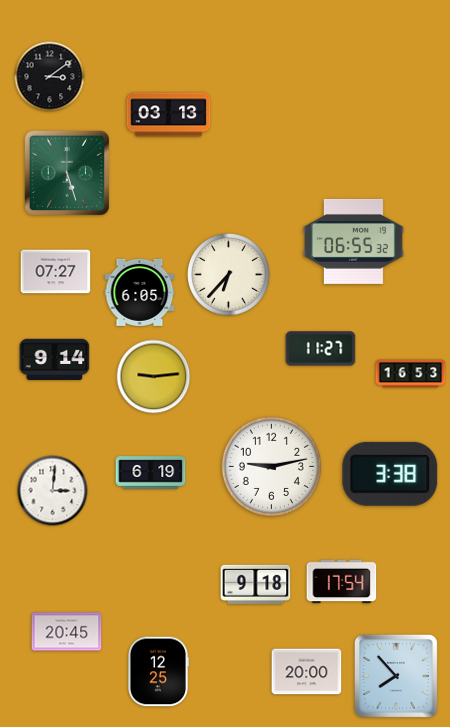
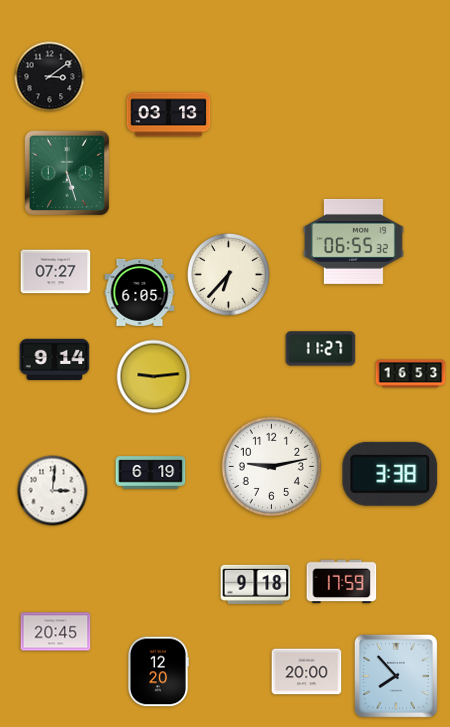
clock at (342, 582): 17:54 -> 17:59
clock at (67, 632) position: (67, 632) -> (56, 632)
clock at (157, 672): 12:25 -> 12:20
